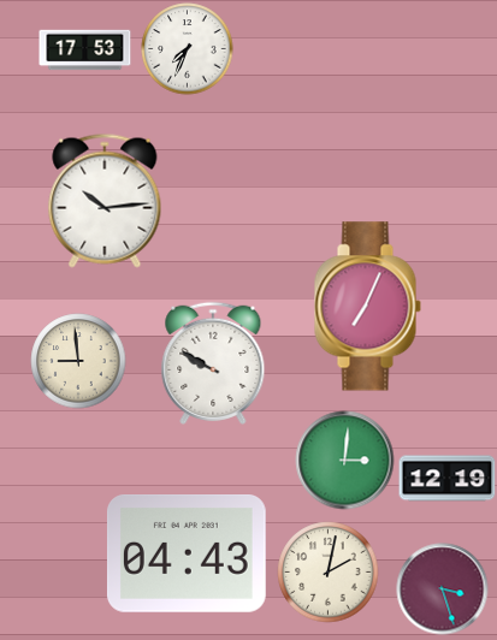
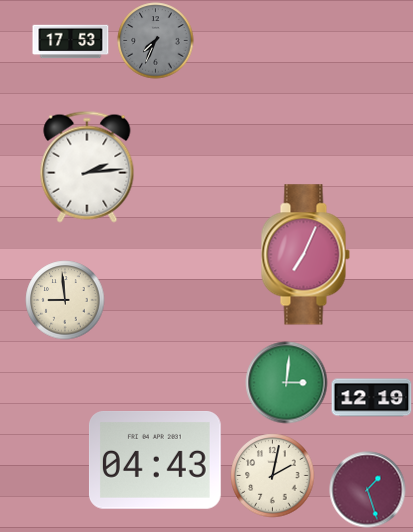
clock at (188, 49) dial: white -> grey
clock at (105, 201): 10:14 -> 2:14
clock at (213, 363): 9:50 -> none
clock at (443, 589): 3:27 -> 1:27
